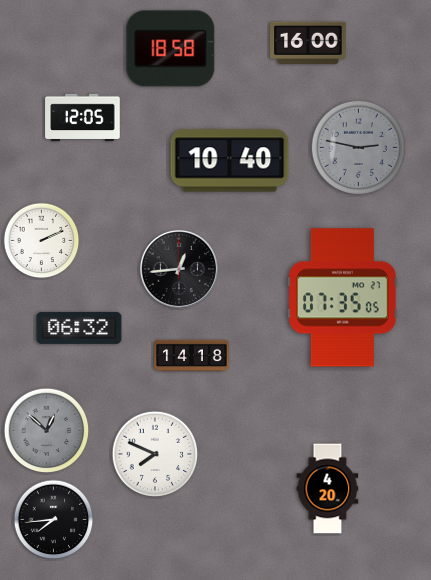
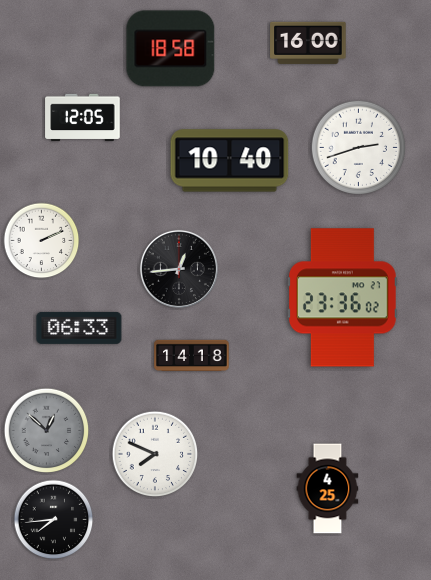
clock at (358, 147): 2:47 -> 2:42
clock at (358, 147) dial: grey -> white
clock at (342, 298): 07:35 -> 23:36
clock at (79, 328): 06:32 -> 06:33
clock at (328, 489): 4:20 -> 4:25
